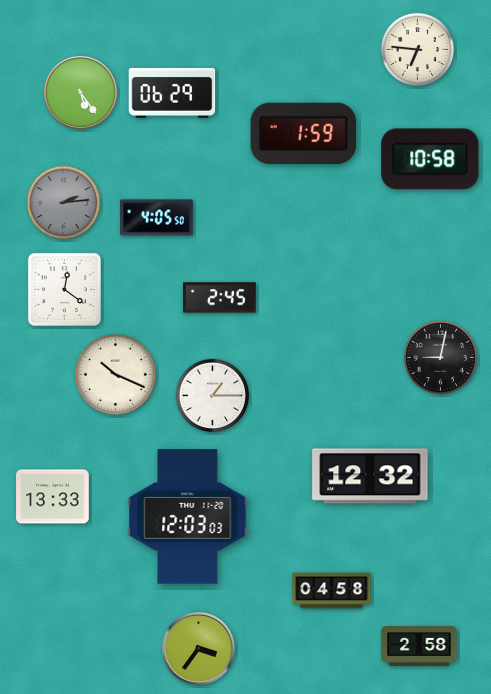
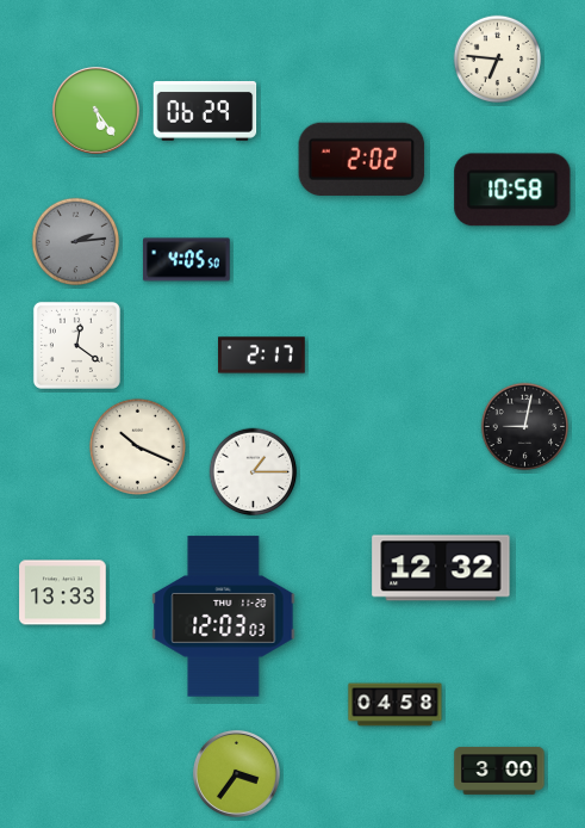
clock at (304, 133): 1:59 -> 2:02
clock at (220, 298): 2:45 -> 2:17
clock at (419, 646): 2:58 -> 3:00
